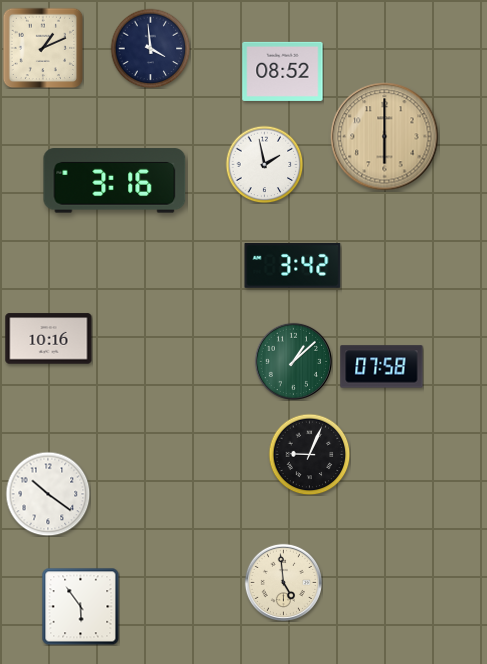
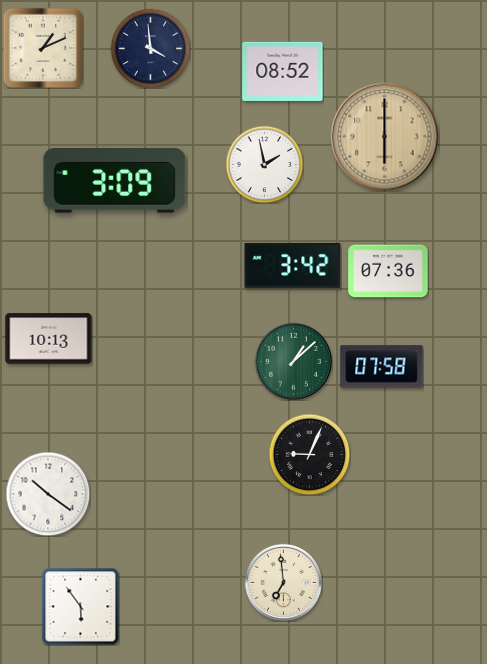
clock at (115, 181): 3:16 -> 3:09
clock at (388, 271): none -> 07:36
clock at (49, 339): 10:16 -> 10:13
clock at (283, 582): 4:59 -> 6:59
